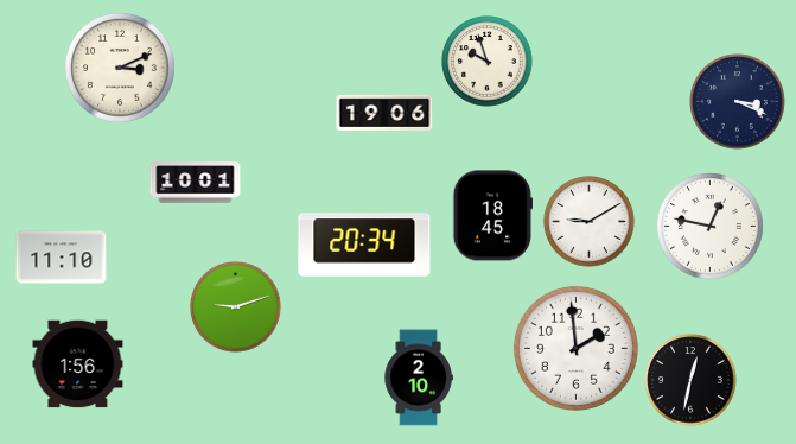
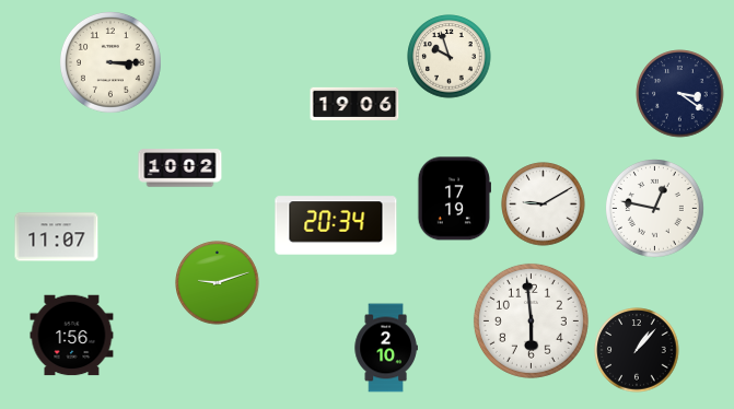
clock at (120, 68): 3:11 -> 3:15
clock at (738, 102): 3:19 -> 3:21
clock at (196, 183): 10:01 -> 10:02
clock at (492, 216): 18:45 -> 17:19
clock at (62, 258): 11:10 -> 11:07
clock at (575, 348): 1:59 -> 5:59
clock at (690, 380): 12:32 -> 1:07
